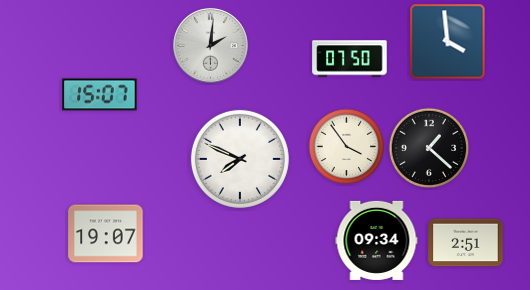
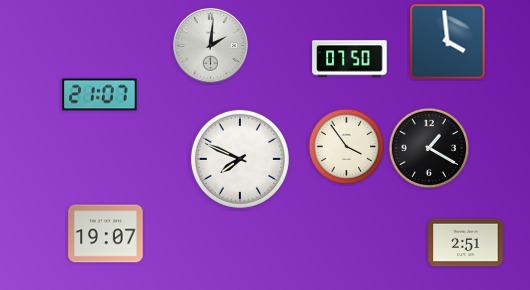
clock at (100, 95): 15:07 -> 21:07
clock at (428, 147): 1:22 -> 1:20
clock at (377, 240): 09:34 -> none
